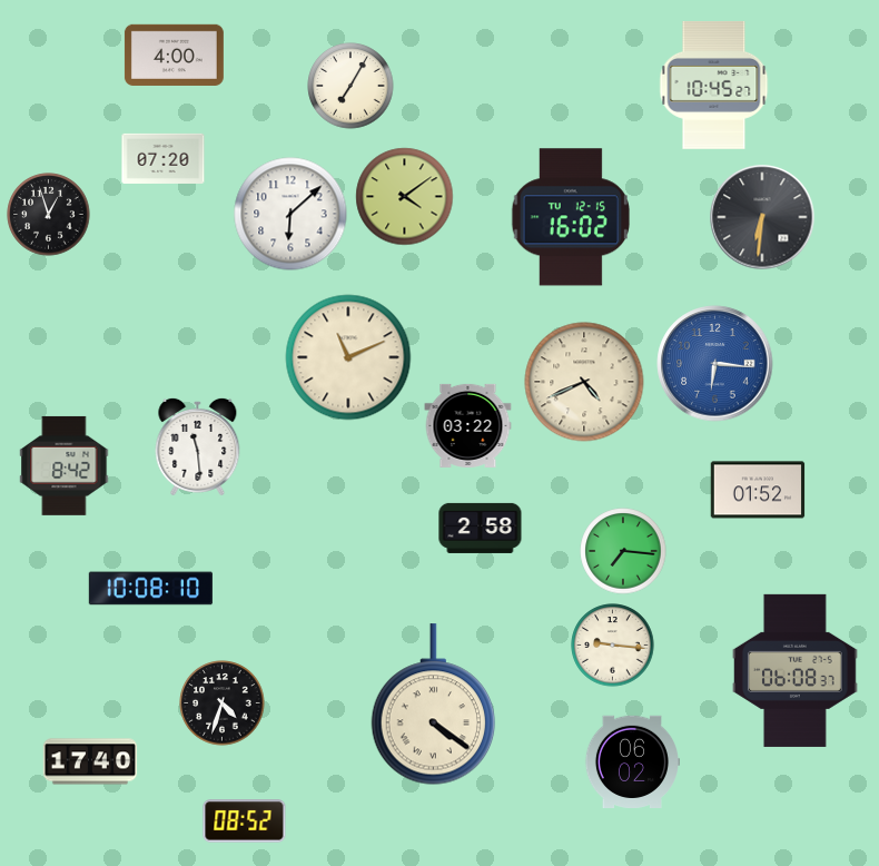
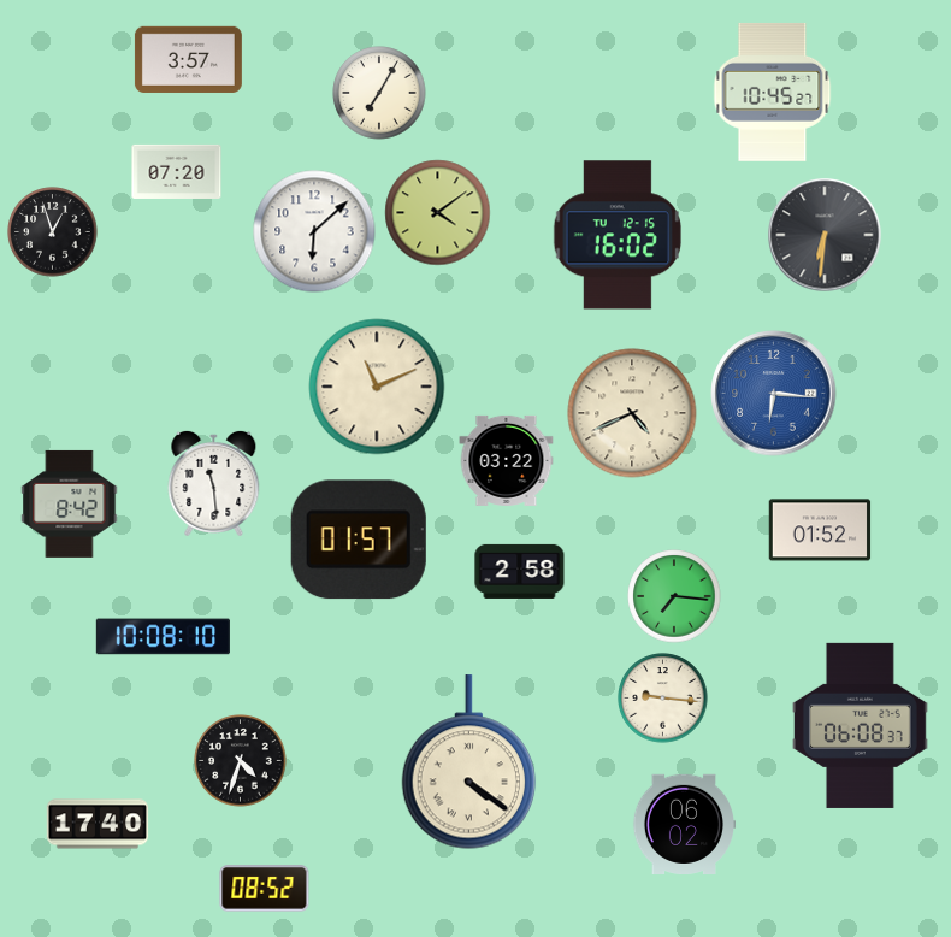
clock at (174, 55): 4:00 -> 3:57
clock at (359, 540): none -> 01:57
